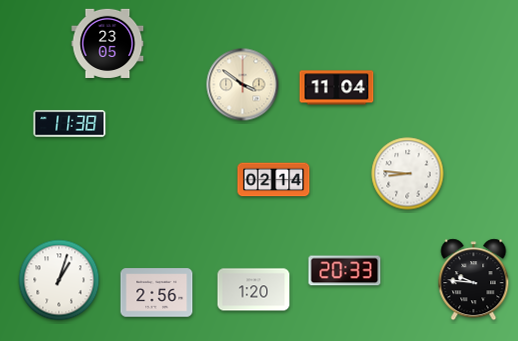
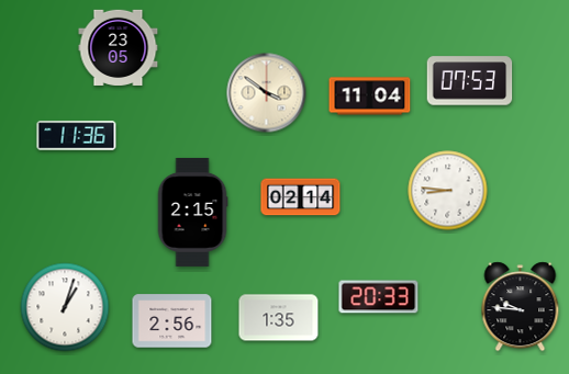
clock at (470, 81): none -> 07:53
clock at (70, 124): 11:38 -> 11:36
clock at (192, 212): none -> 2:15
clock at (254, 290): 1:20 -> 1:35
